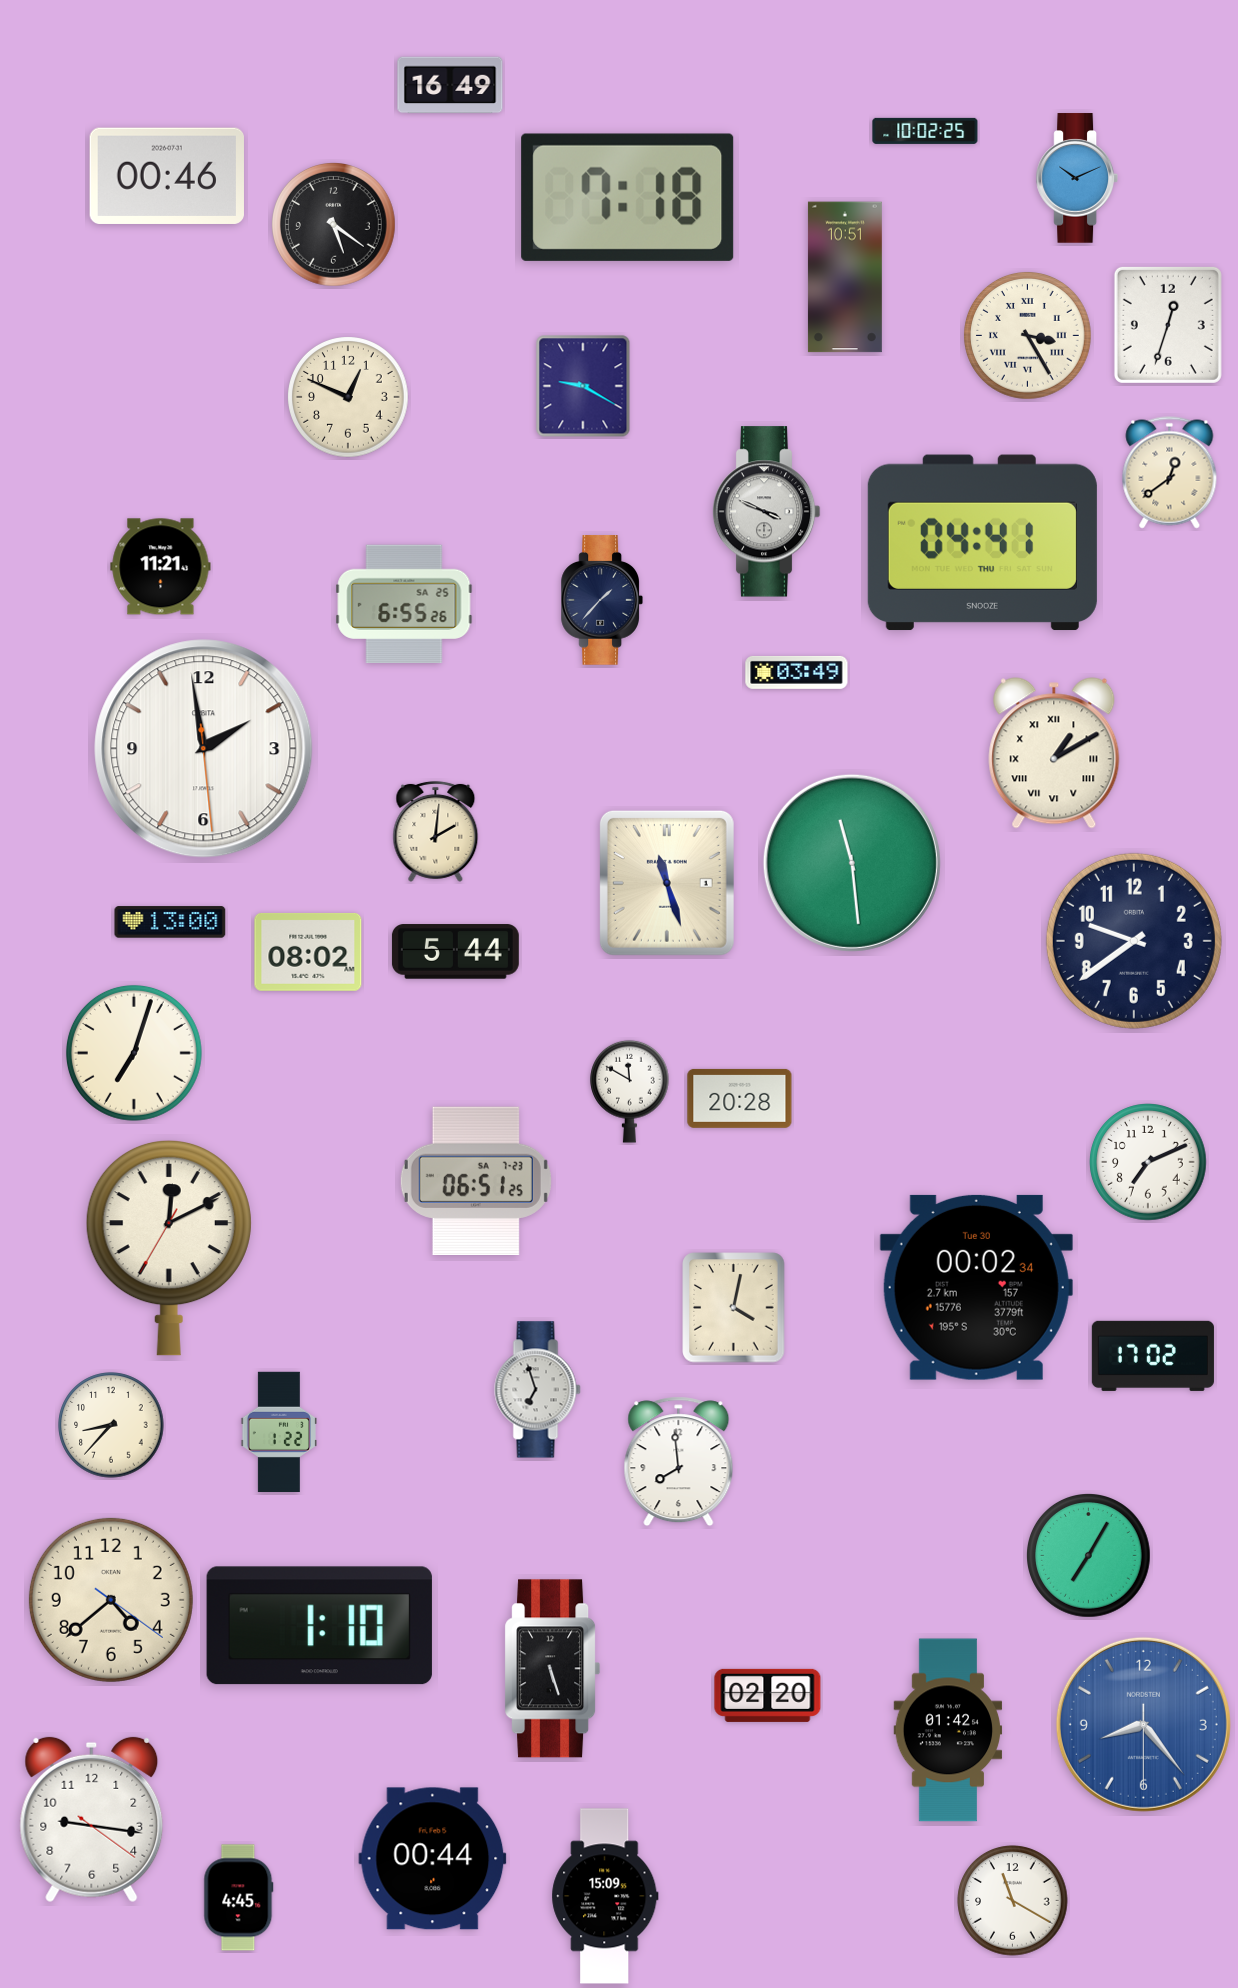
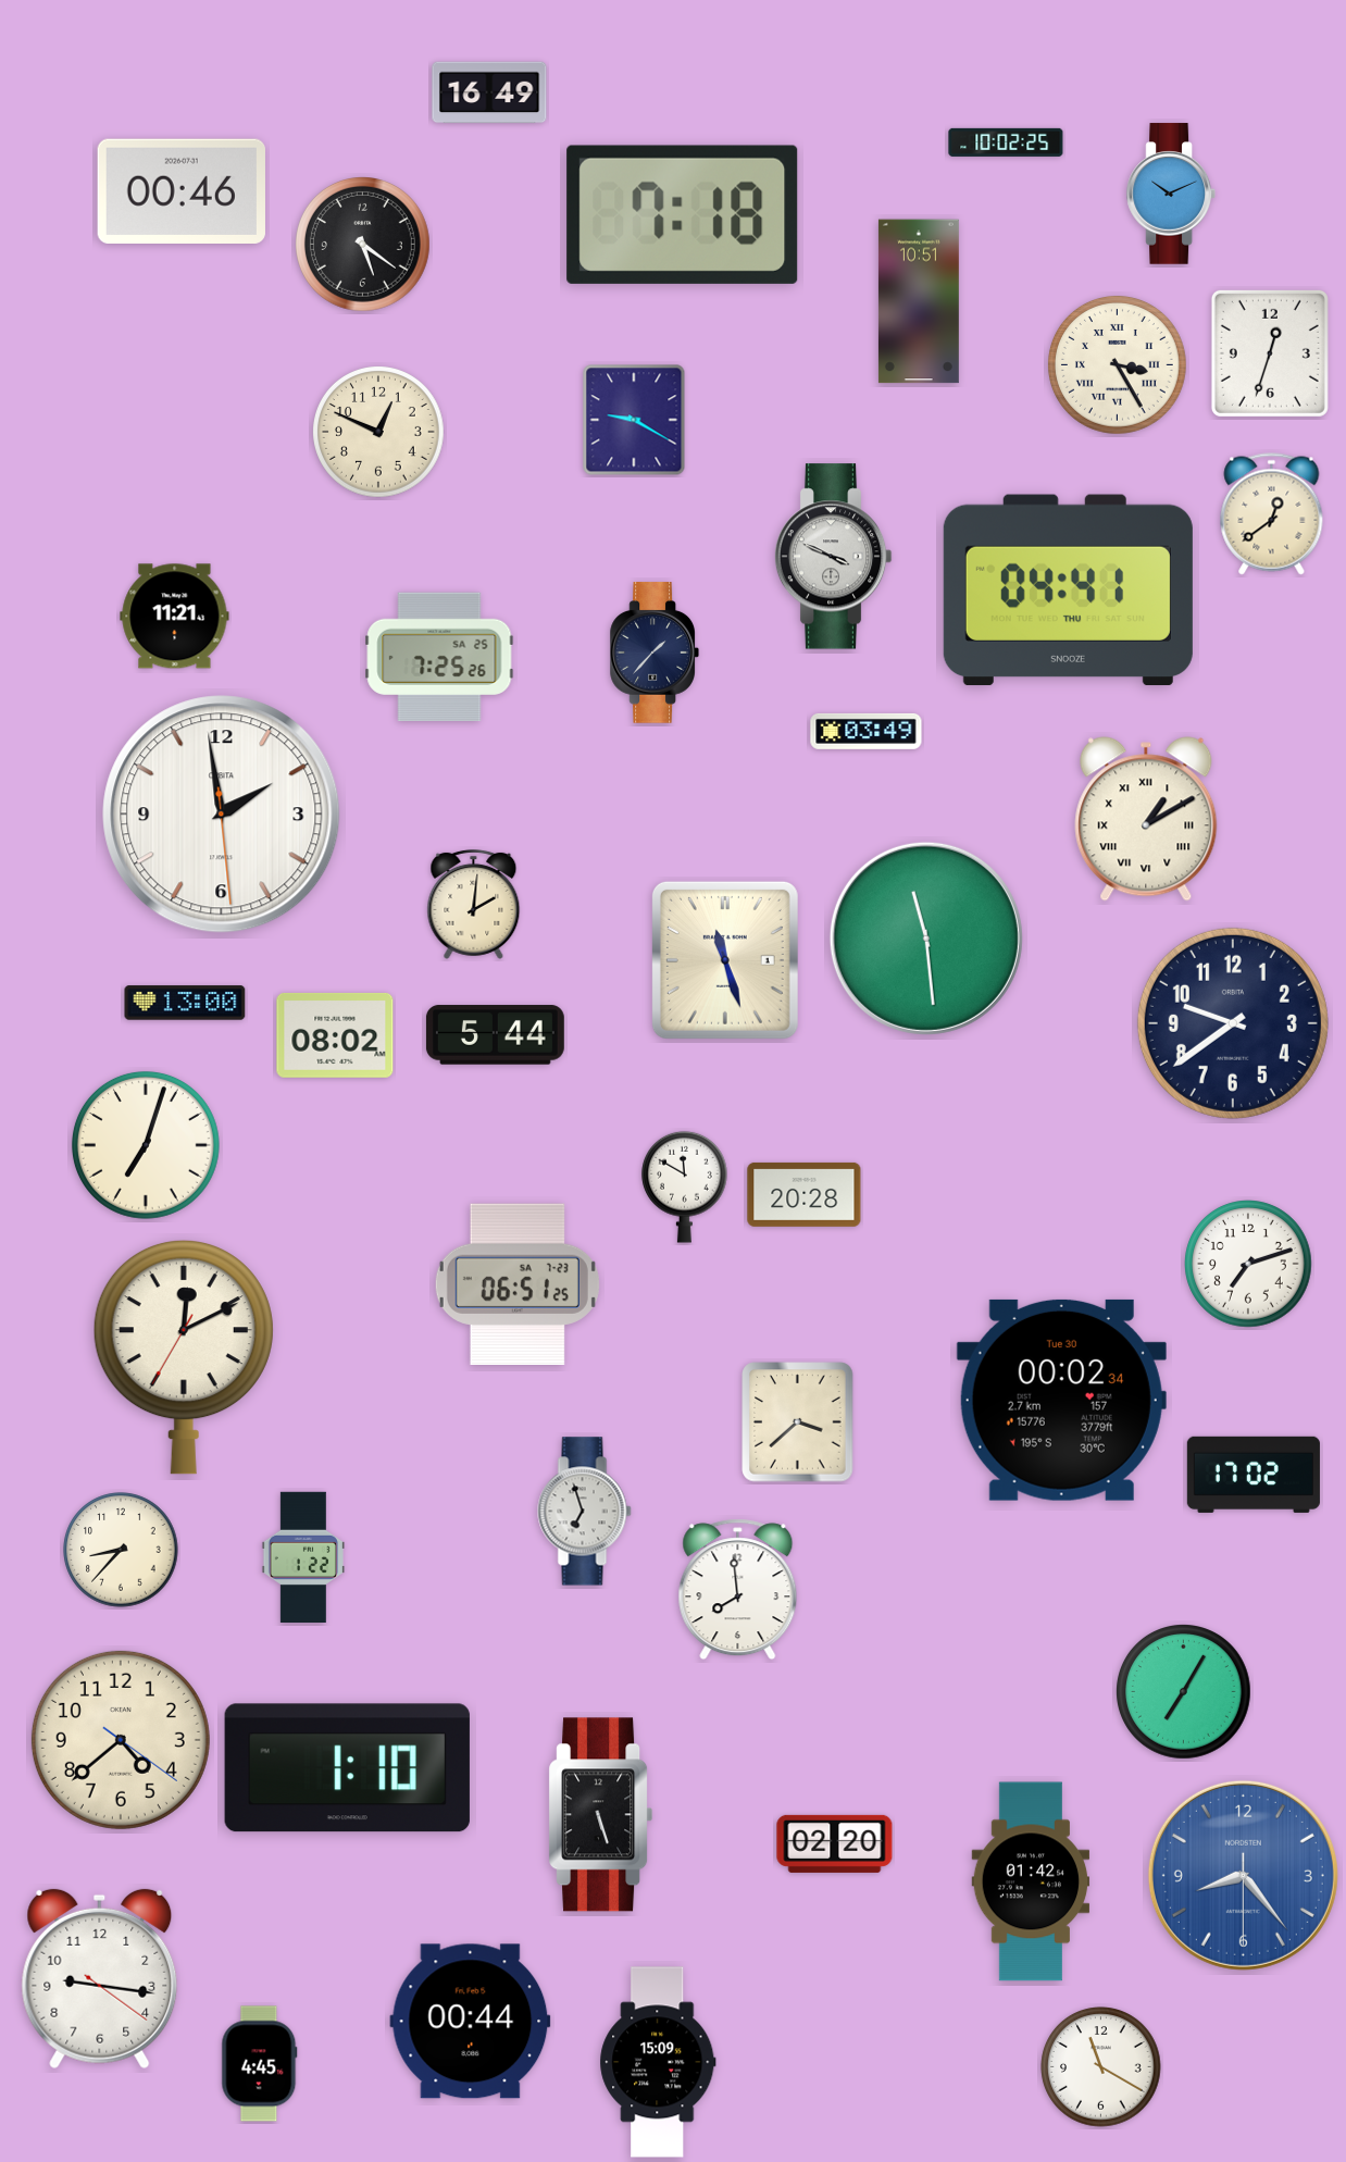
clock at (404, 603): 6:55 -> 7:25
clock at (1148, 1162): 7:11 -> 7:12
clock at (734, 1308): 4:02 -> 3:38
